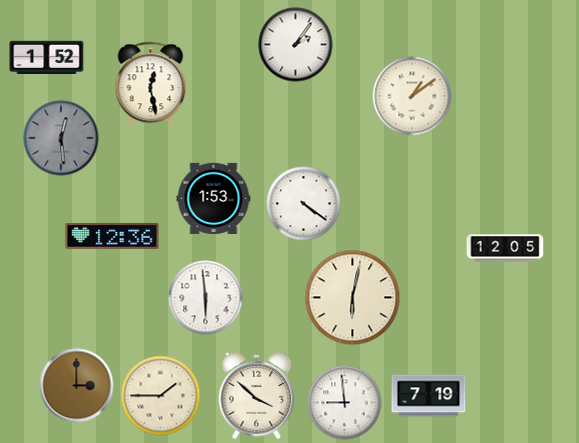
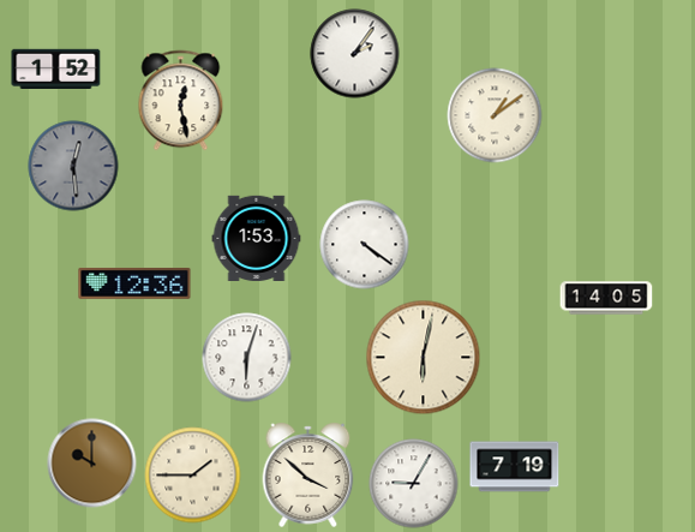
clock at (505, 248): 12:05 -> 14:05
clock at (206, 298): 5:59 -> 6:03
clock at (77, 386): 3:00 -> 10:00
clock at (429, 396) position: (429, 396) -> (515, 467)
clock at (345, 403): 8:59 -> 9:05
